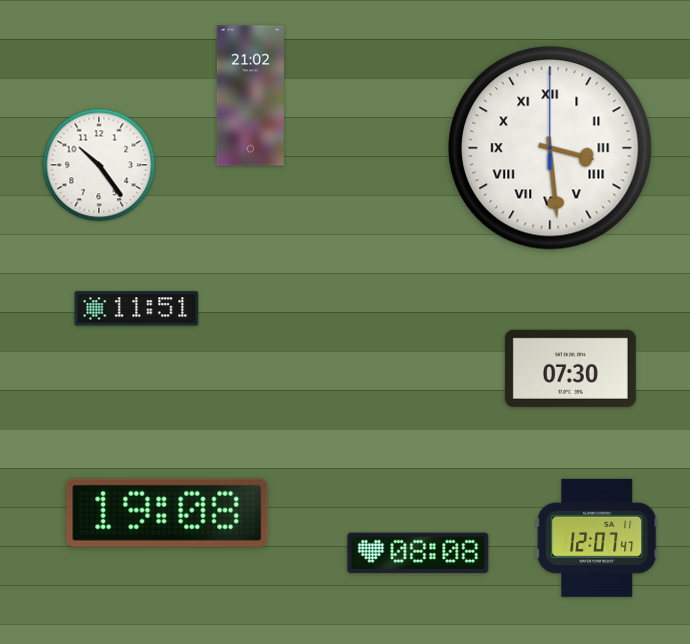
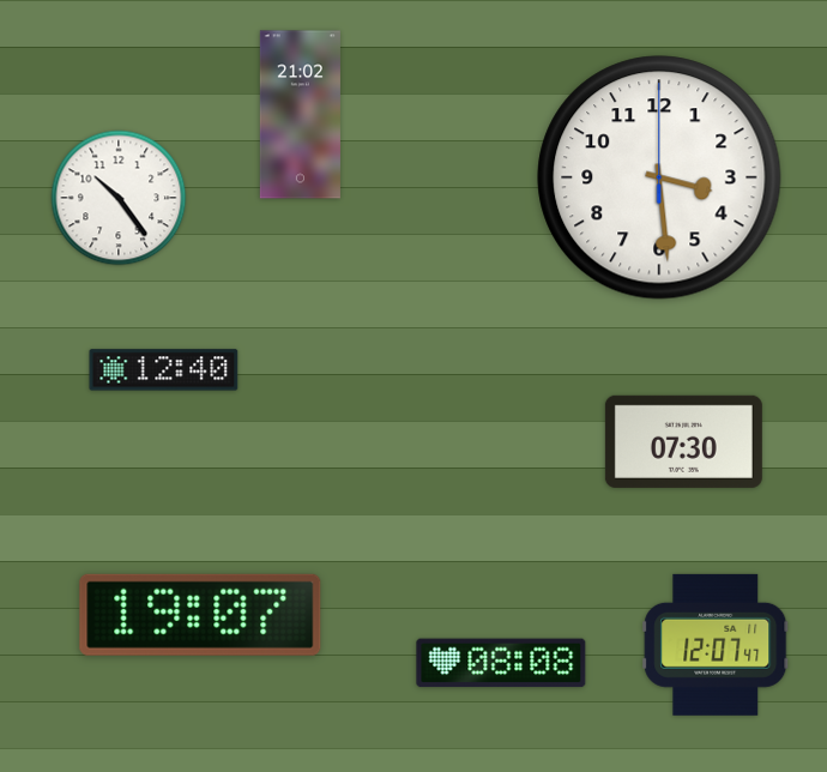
clock at (550, 148) numerals: Roman -> Arabic
clock at (137, 309): 11:51 -> 12:40
clock at (167, 513): 19:08 -> 19:07
